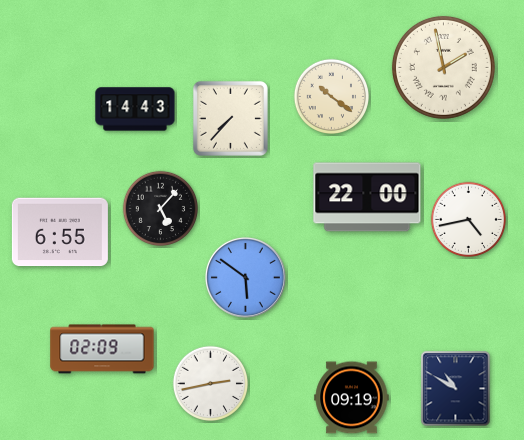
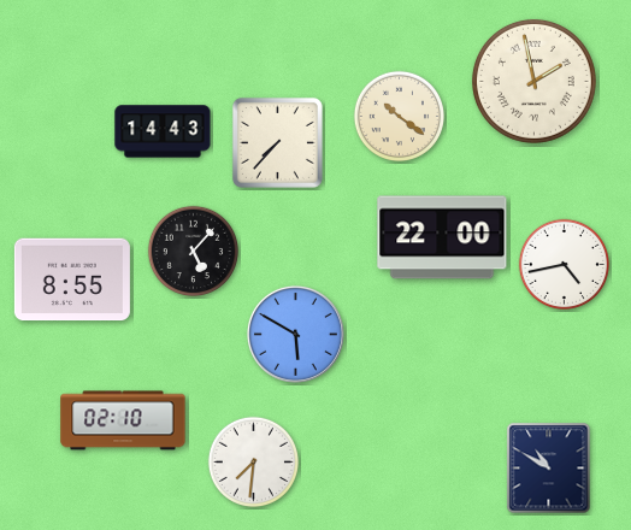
clock at (60, 232): 6:55 -> 8:55
clock at (245, 277): 5:51 -> 5:50
clock at (102, 349): 02:09 -> 02:10
clock at (211, 384): 2:43 -> 7:31
clock at (352, 398): 09:19 -> none
